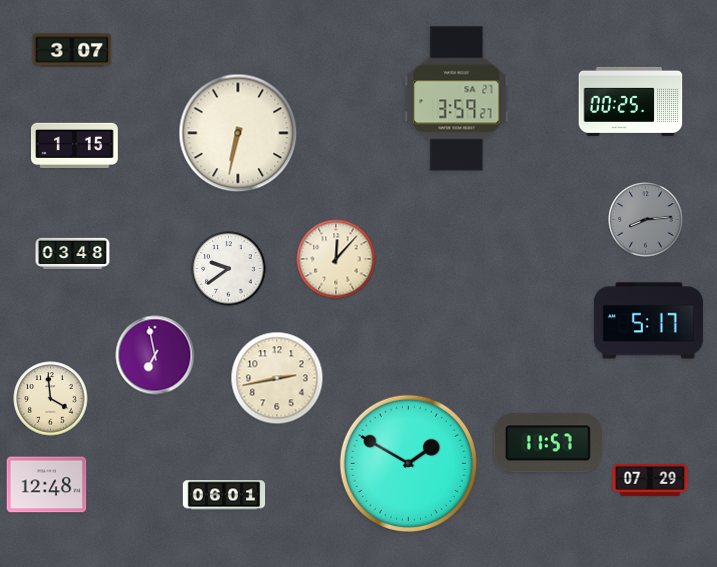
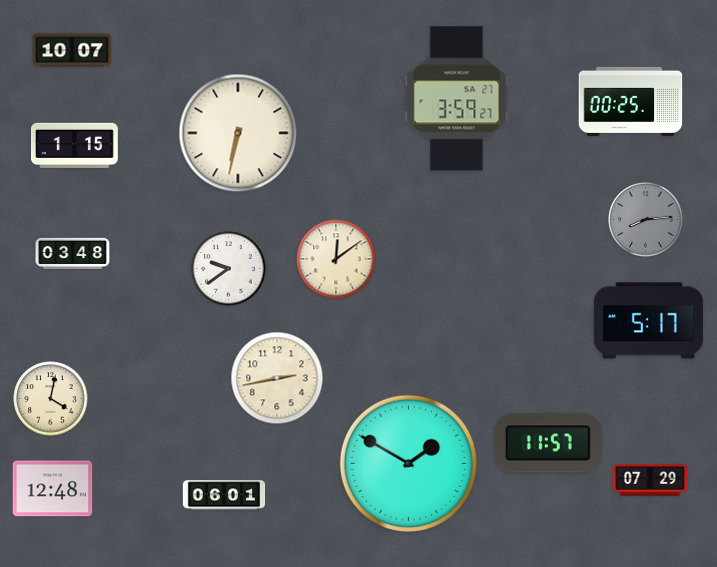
clock at (72, 50): 3:07 -> 10:07
clock at (336, 259): 12:07 -> 12:09
clock at (155, 355): 6:58 -> none
clock at (51, 399): 3:59 -> 4:02
clock at (47, 485) position: (47, 485) -> (53, 489)
